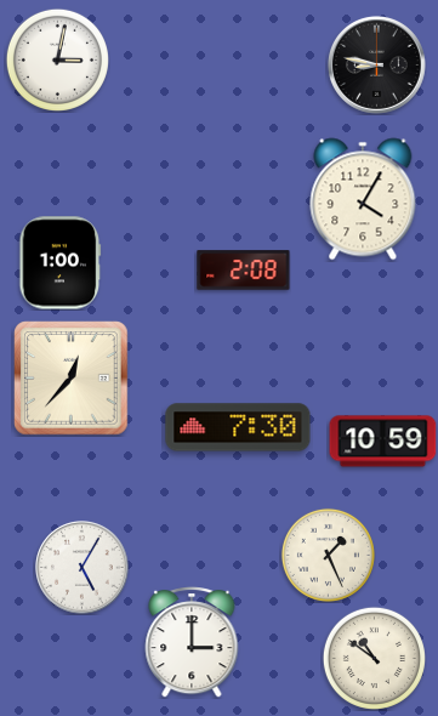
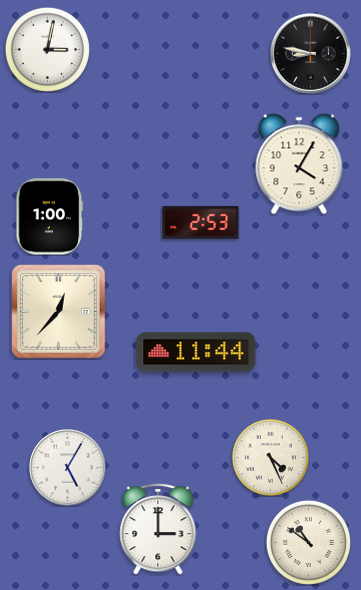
clock at (244, 271): 2:08 -> 2:53
clock at (238, 427): 7:30 -> 11:44
clock at (383, 442): 10:59 -> none
clock at (328, 555): 1:26 -> 4:26
